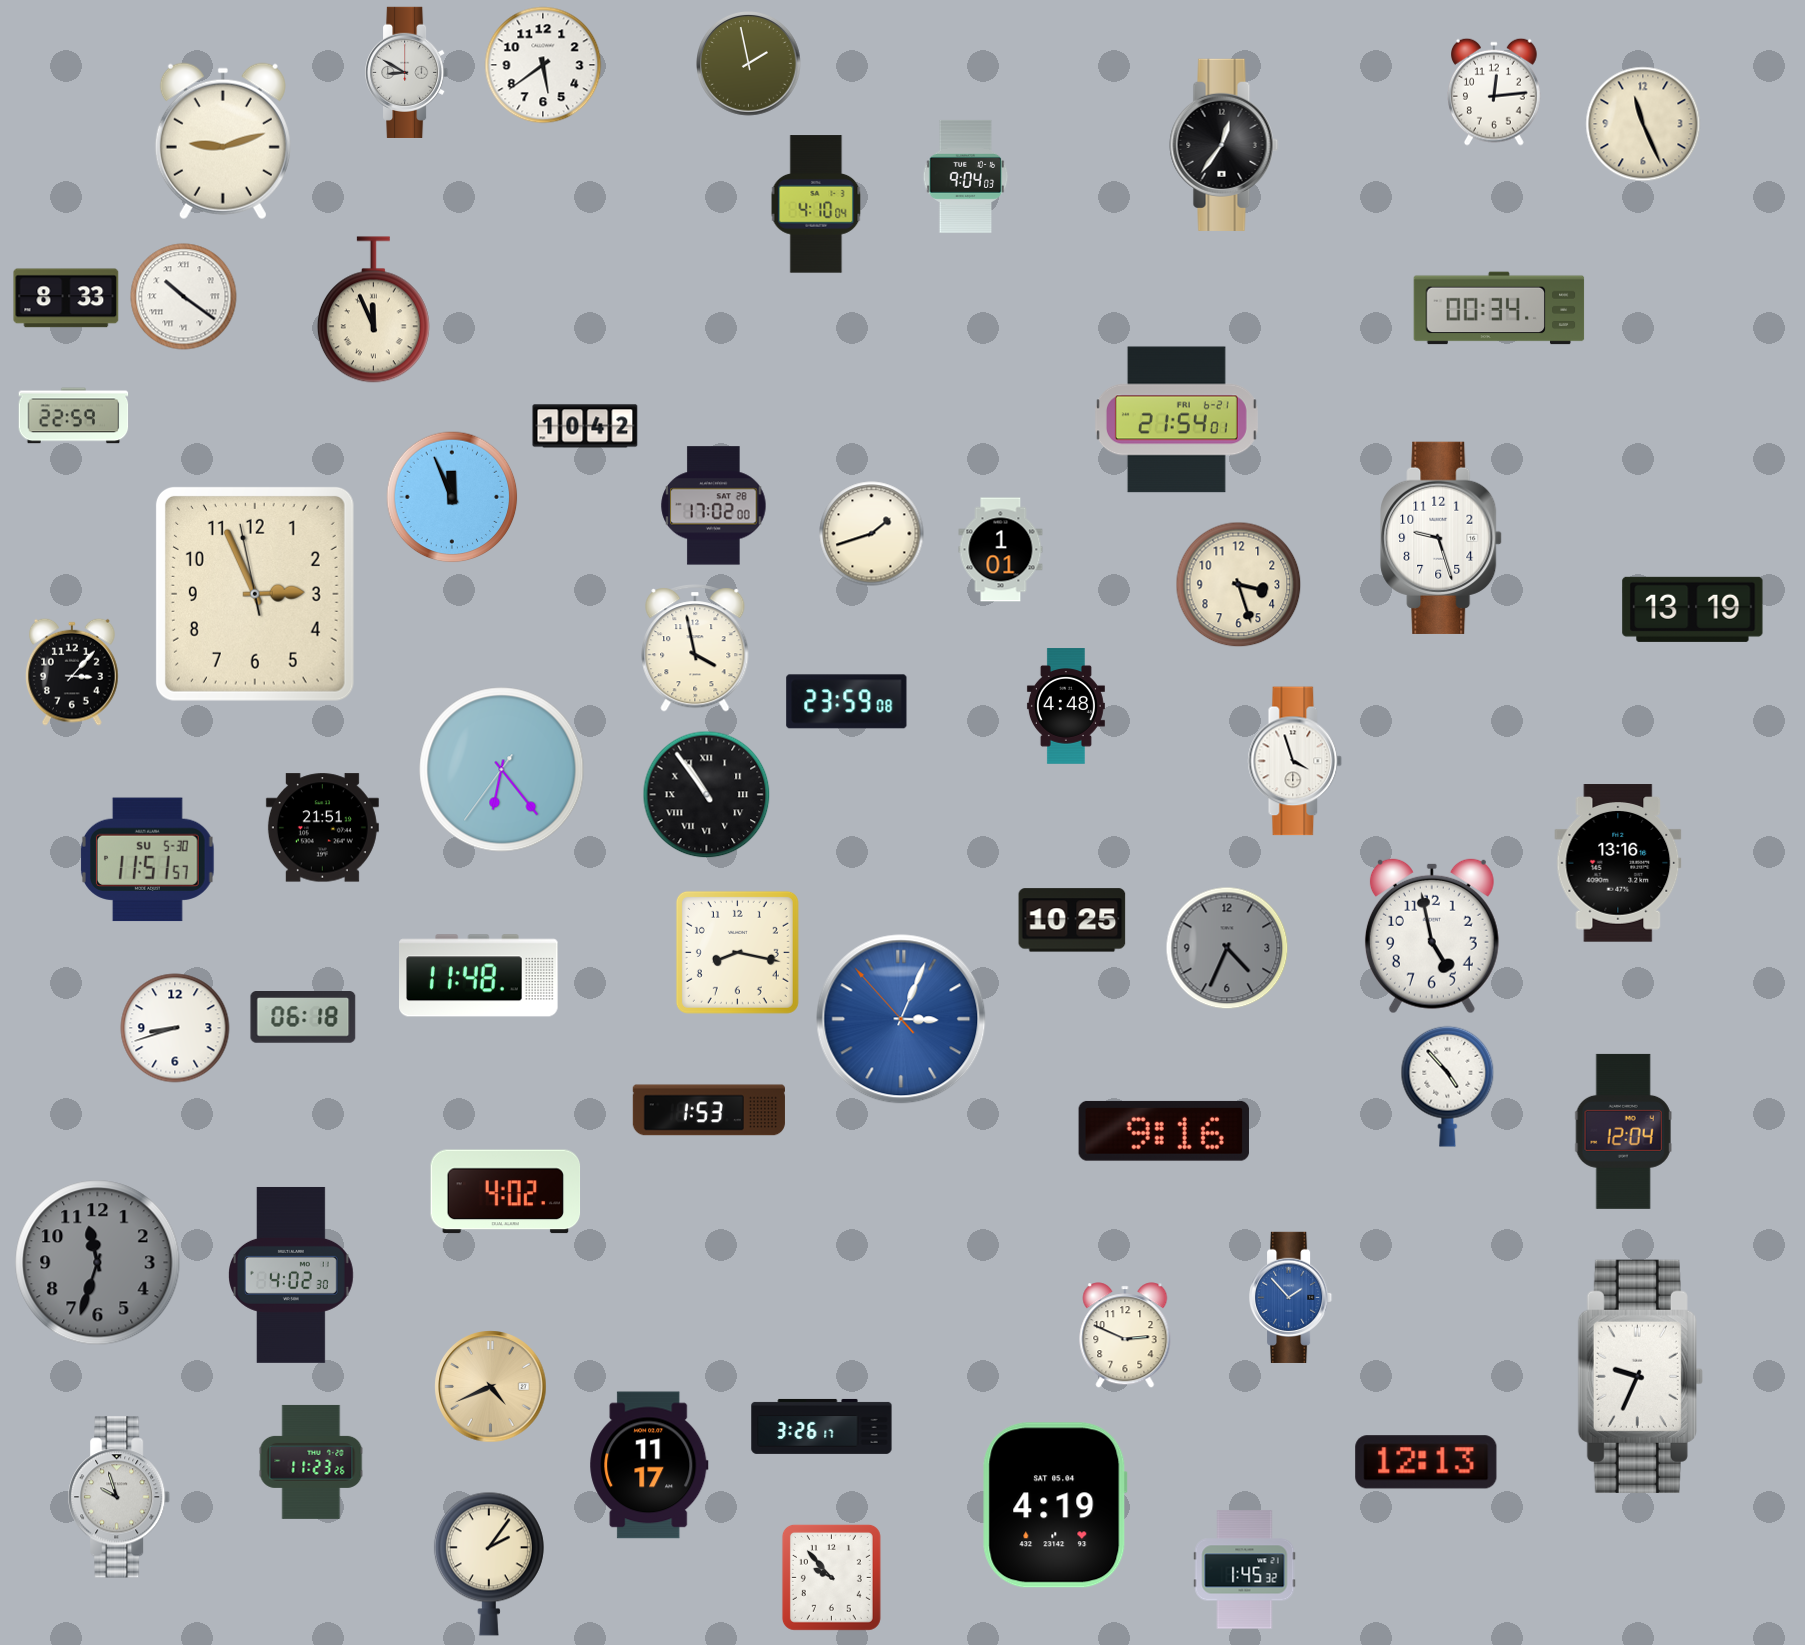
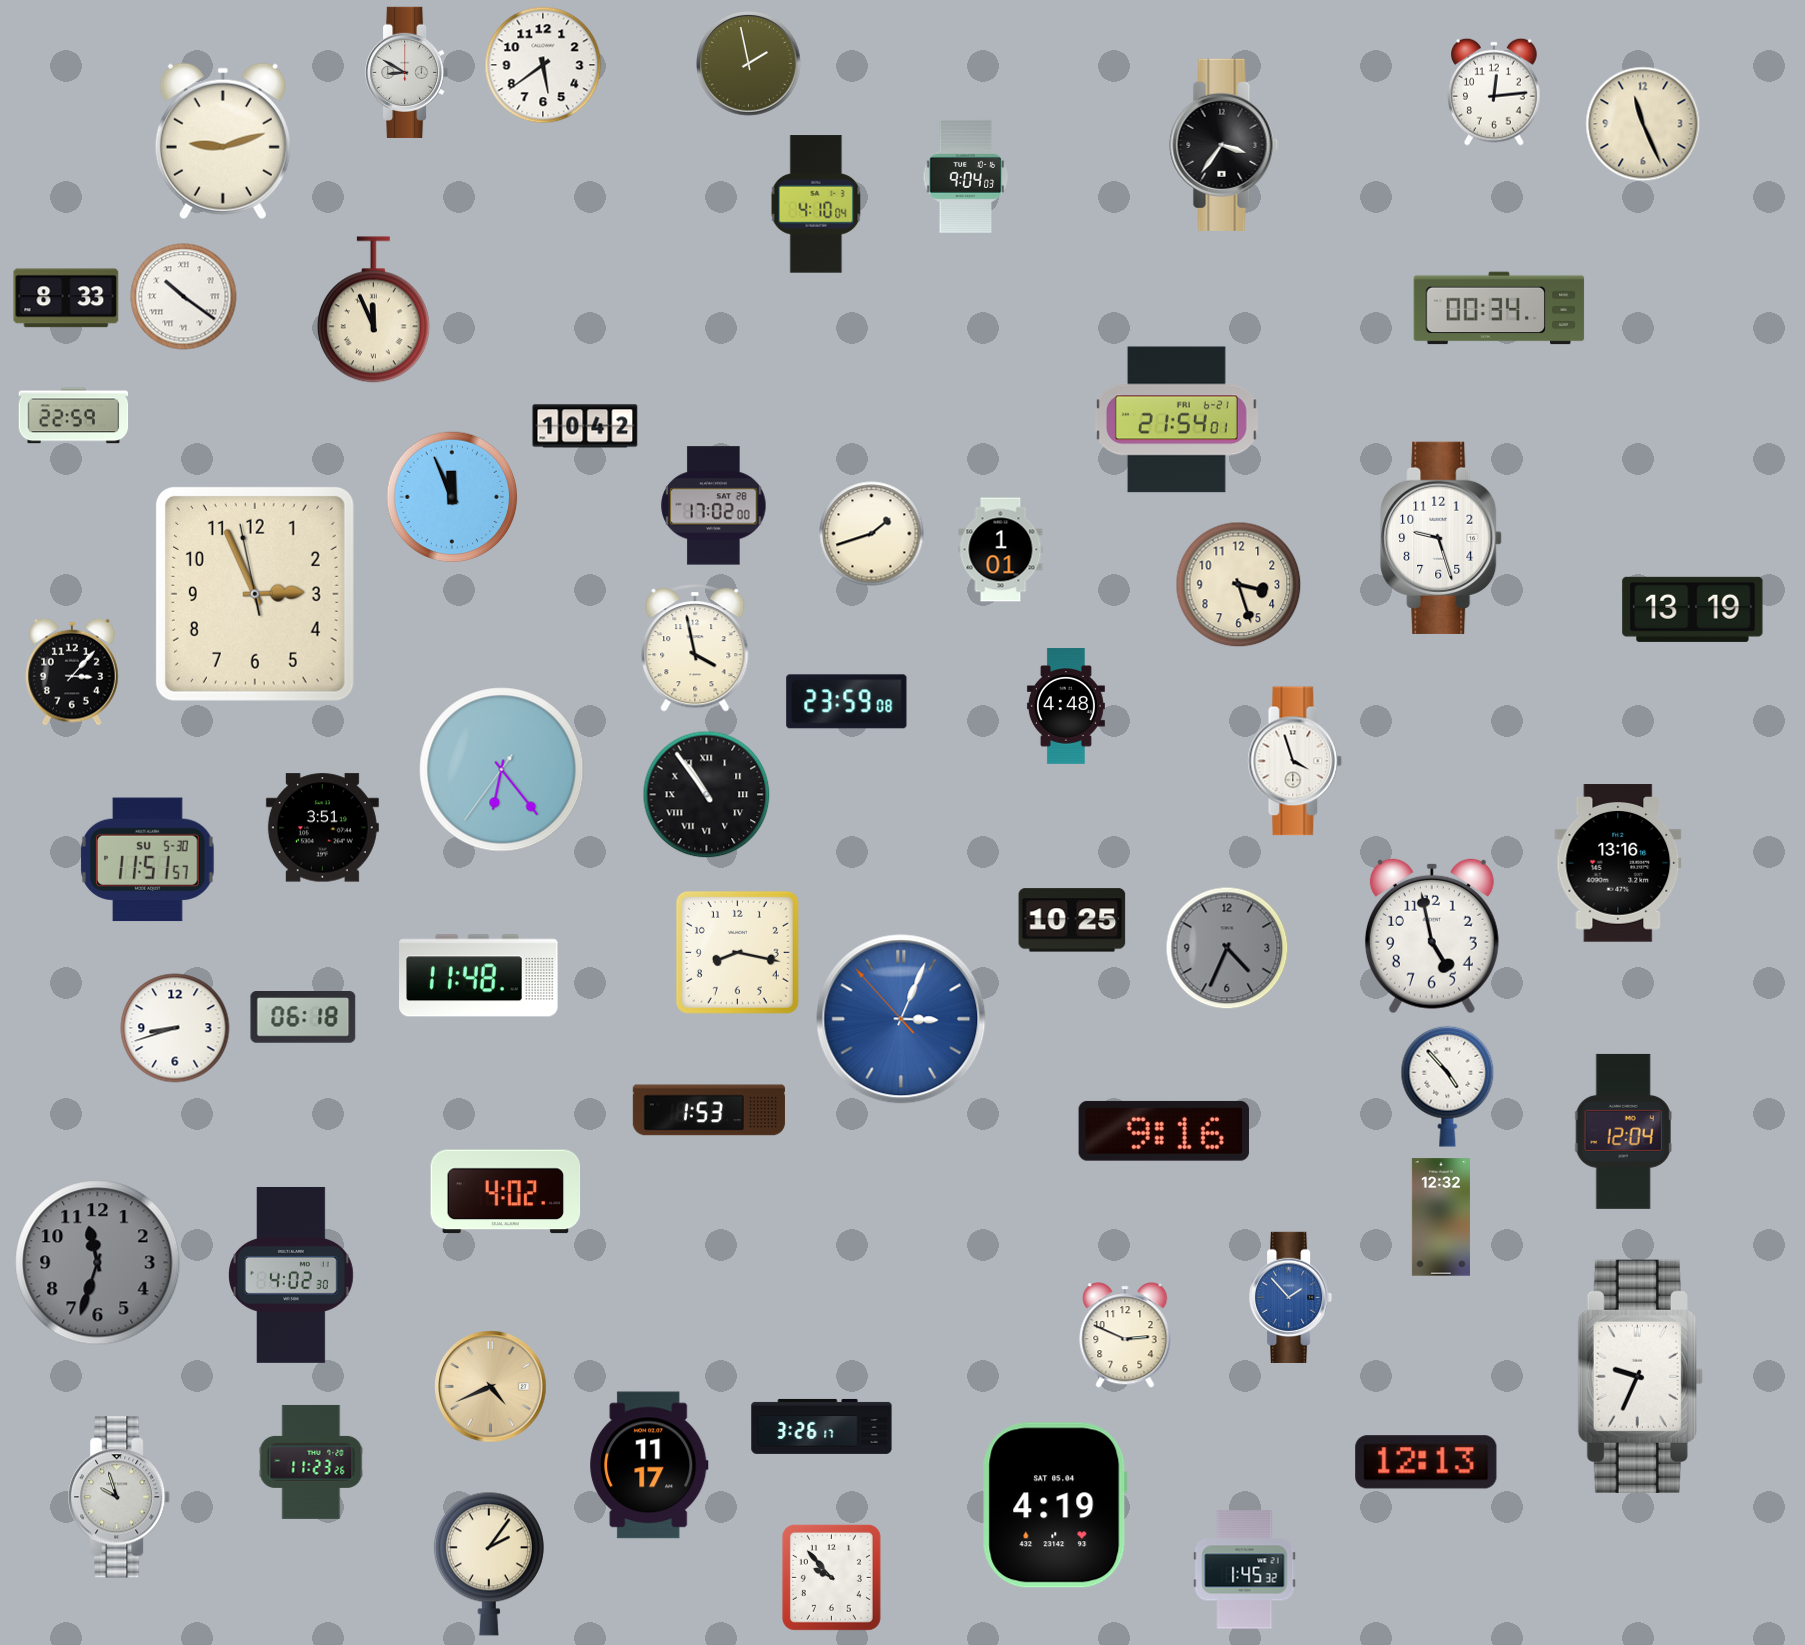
clock at (1224, 145): 12:36 -> 3:36
clock at (322, 828): 21:51 -> 3:51
clock at (1441, 1217): none -> 12:32
